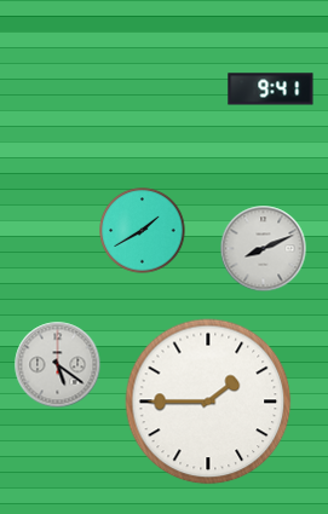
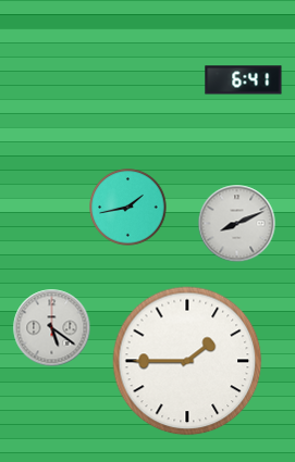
clock at (271, 89): 9:41 -> 6:41
clock at (143, 231): 1:40 -> 1:43
